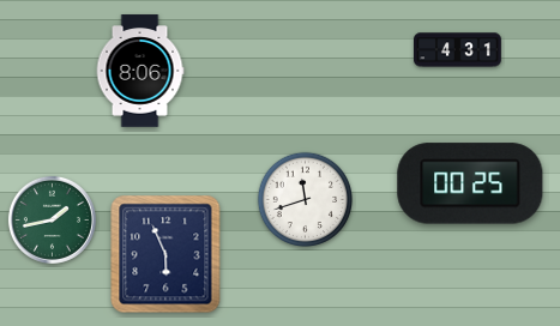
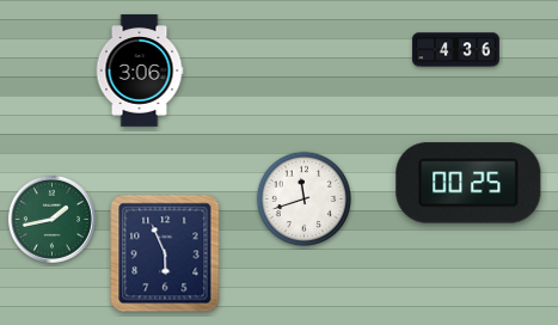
clock at (458, 50): 4:31 -> 4:36
clock at (140, 71): 8:06 -> 3:06
